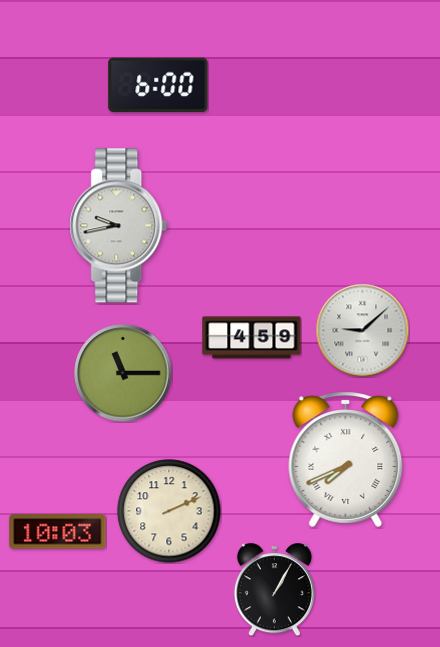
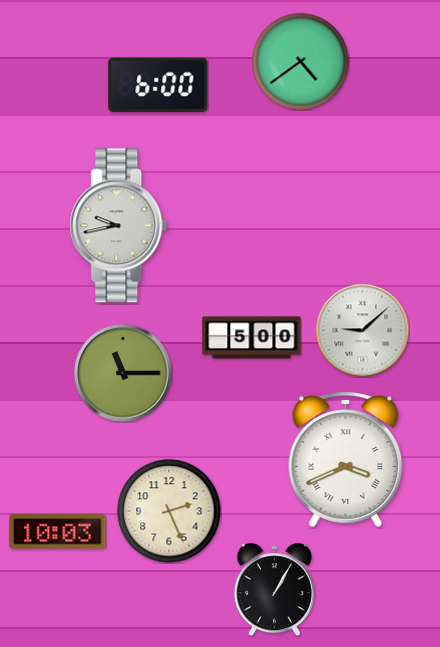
clock at (300, 61): none -> 4:39
clock at (252, 338): 4:59 -> 5:00
clock at (346, 459): 7:41 -> 3:41
clock at (169, 511): 2:11 -> 2:26
